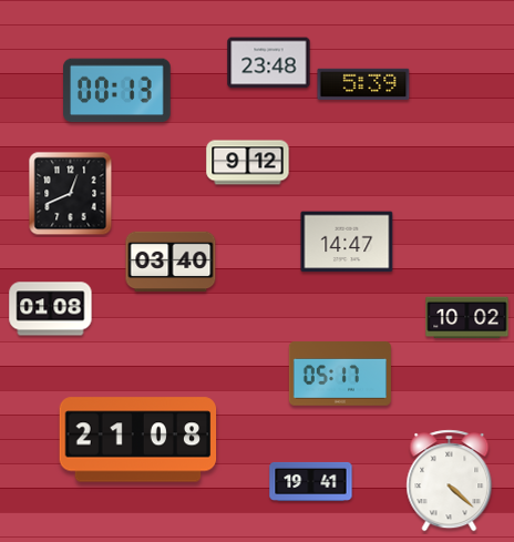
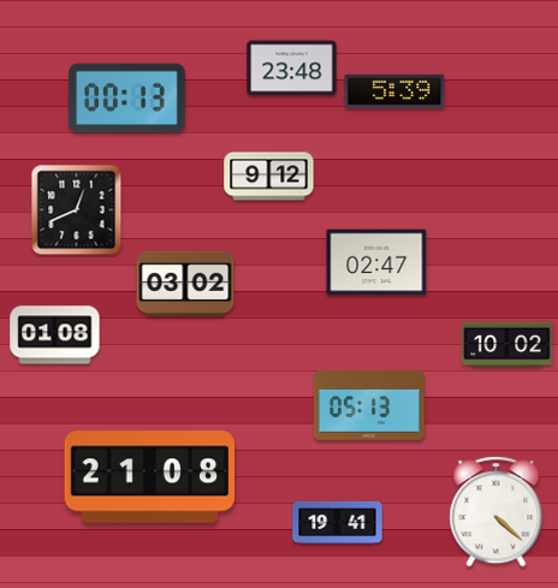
clock at (347, 242): 14:47 -> 02:47
clock at (171, 262): 03:40 -> 03:02
clock at (340, 375): 05:17 -> 05:13
clock at (450, 481) position: (450, 481) -> (497, 512)
